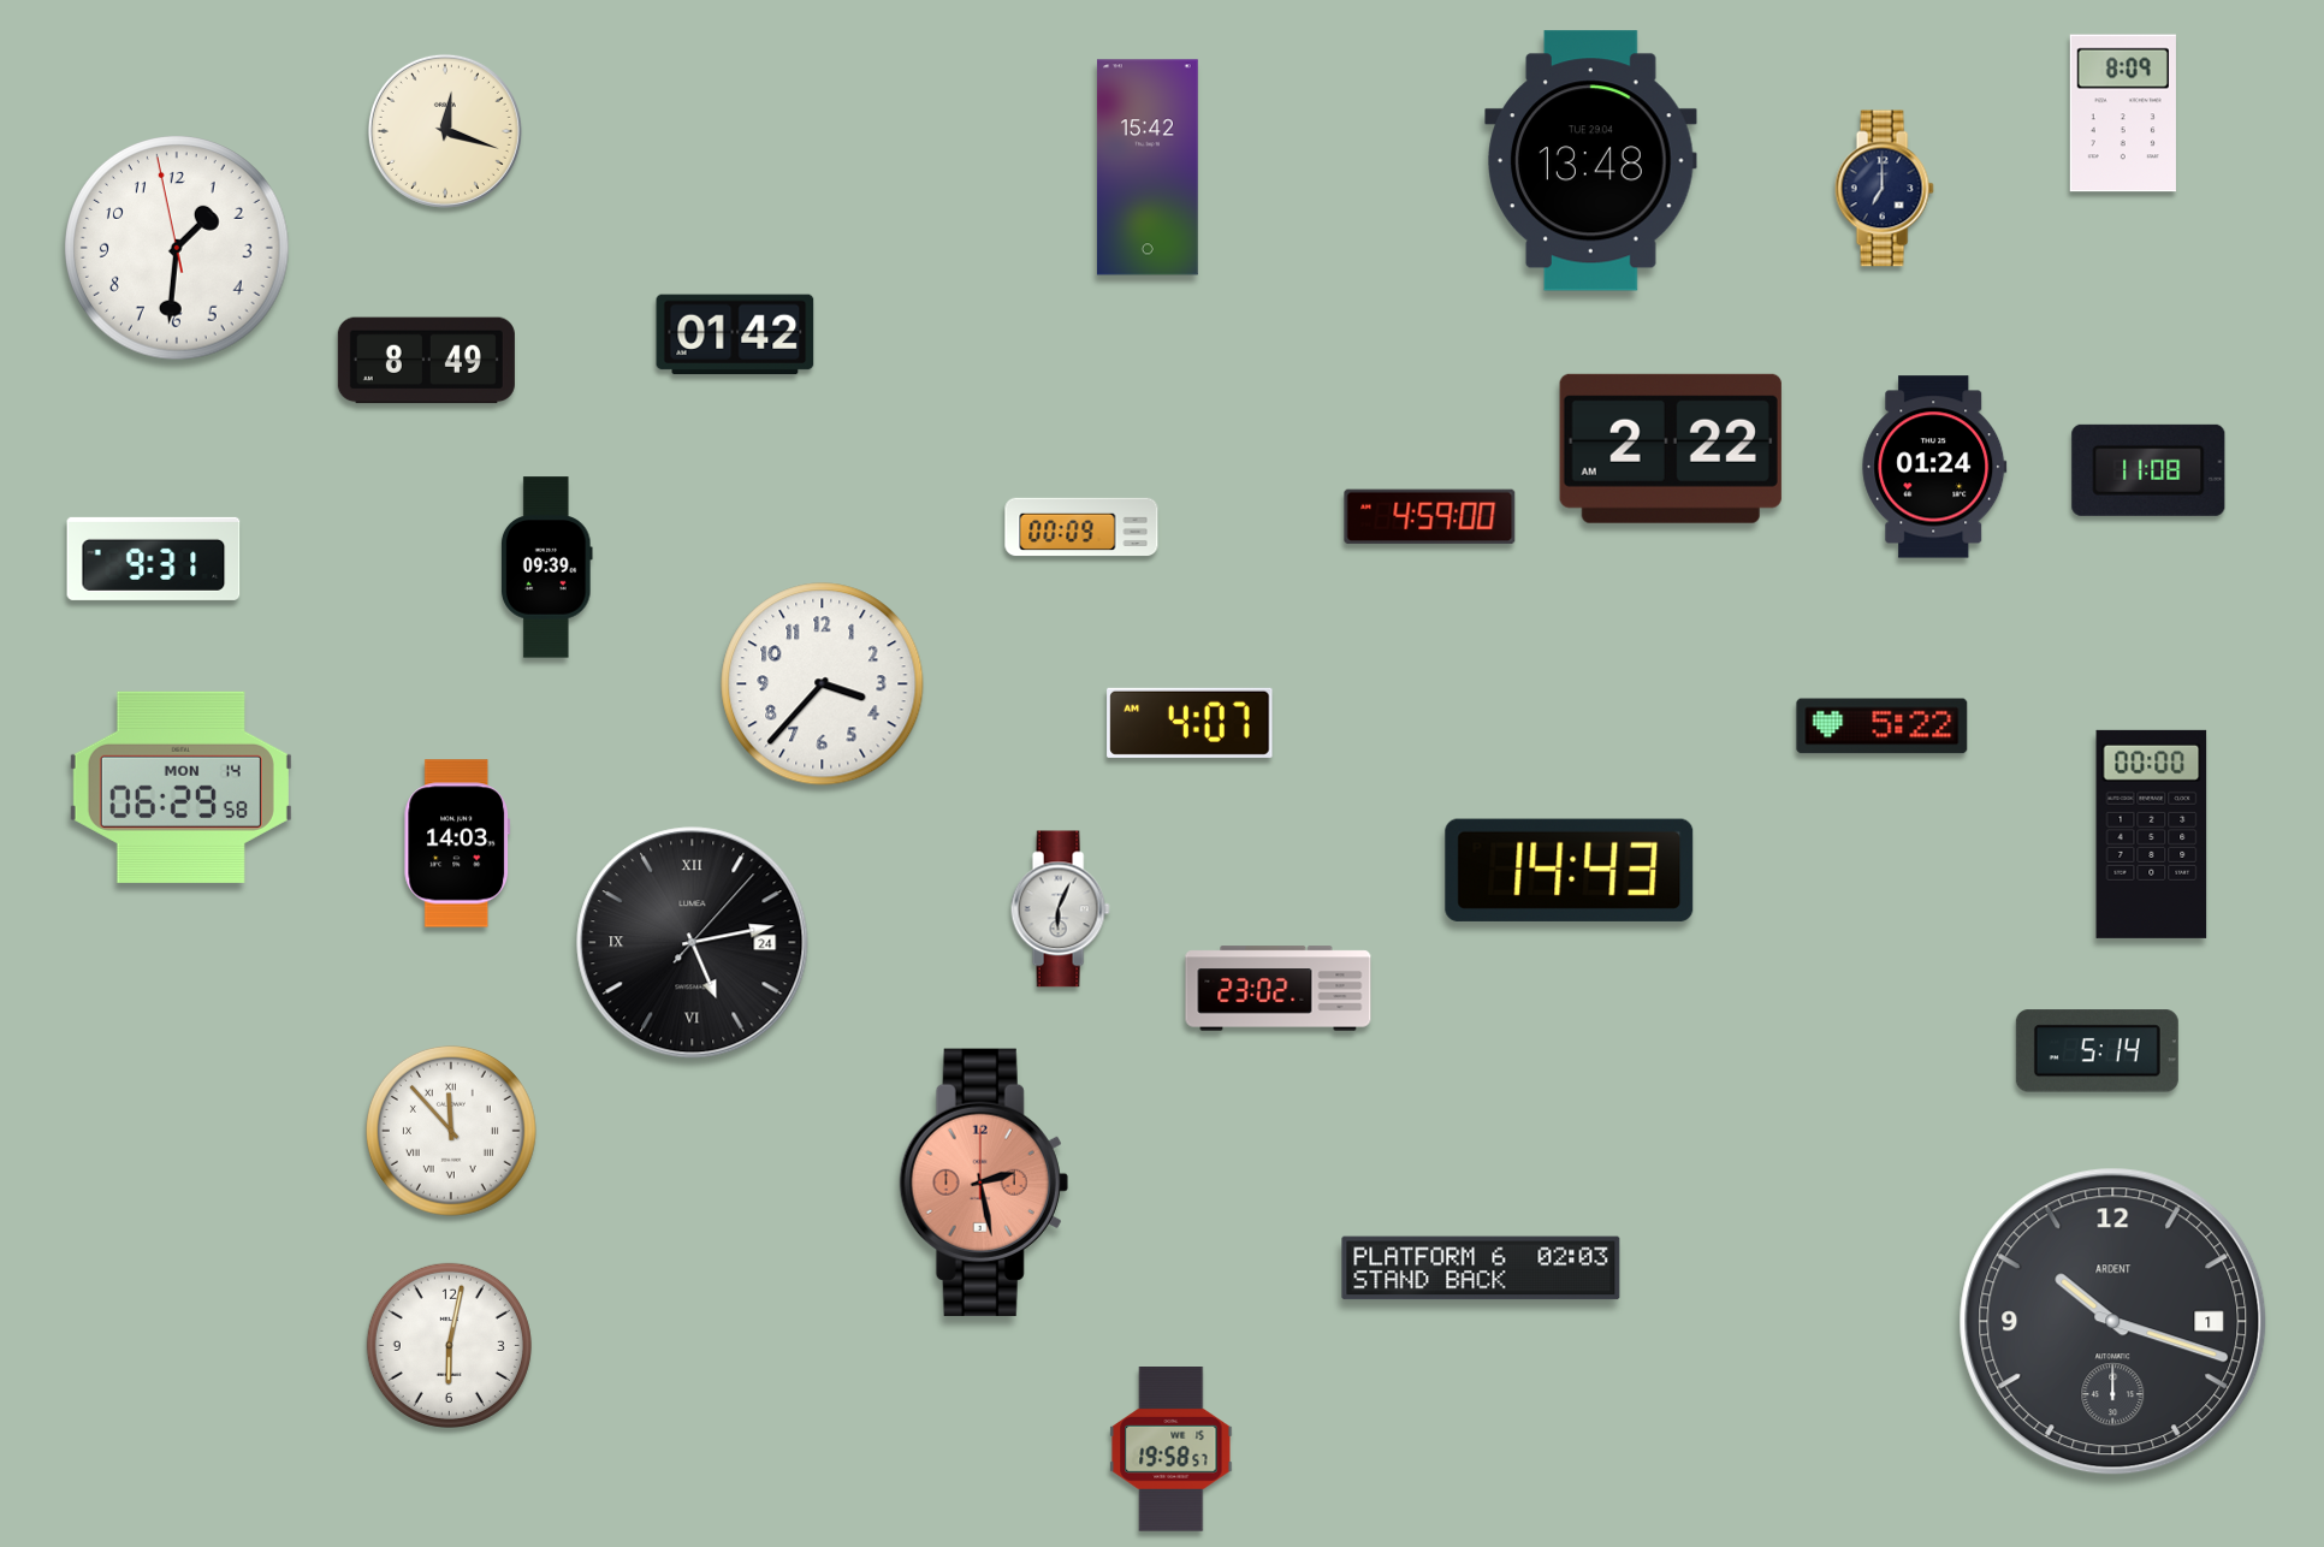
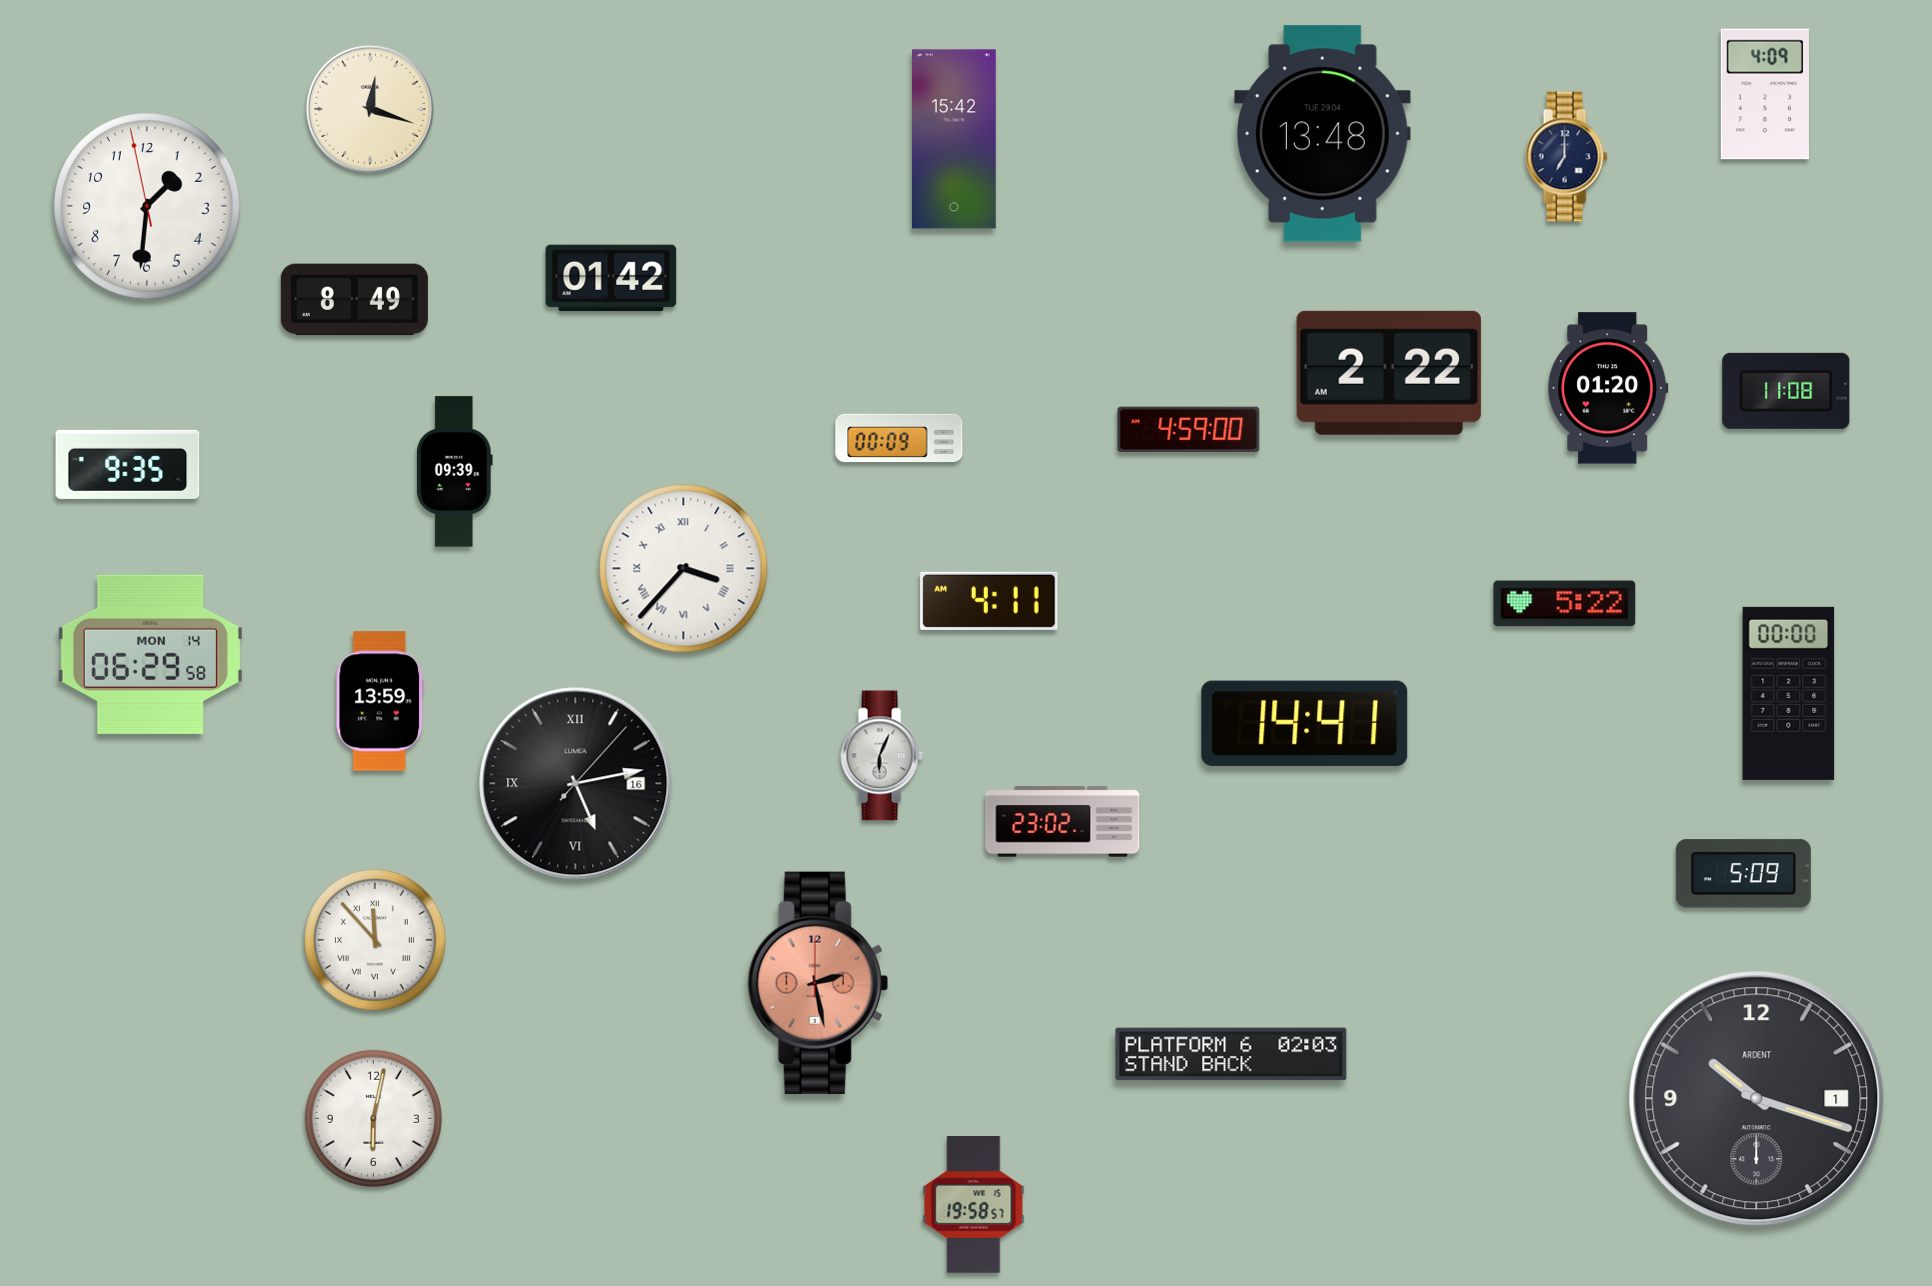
clock at (2123, 113): 8:09 -> 4:09
clock at (1934, 467): 01:24 -> 01:20
clock at (154, 558): 9:31 -> 9:35
clock at (823, 684) numerals: Arabic -> Roman
clock at (1190, 723): 4:07 -> 4:11
clock at (457, 843): 14:03 -> 13:59
clock at (1570, 870): 14:43 -> 14:41
clock at (693, 943) date: 24 -> 16
clock at (2097, 1051): 5:14 -> 5:09
